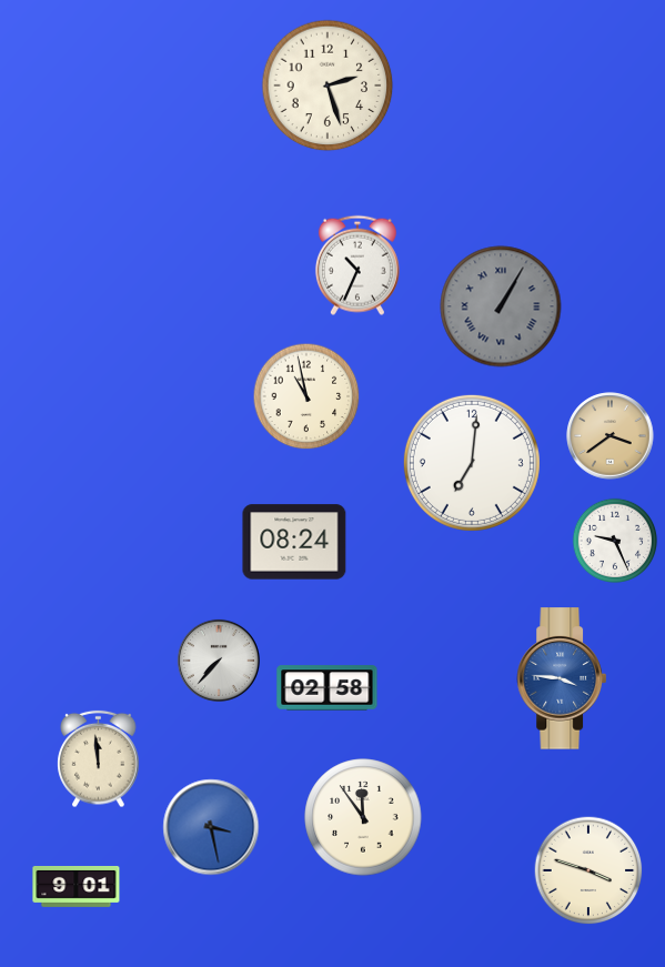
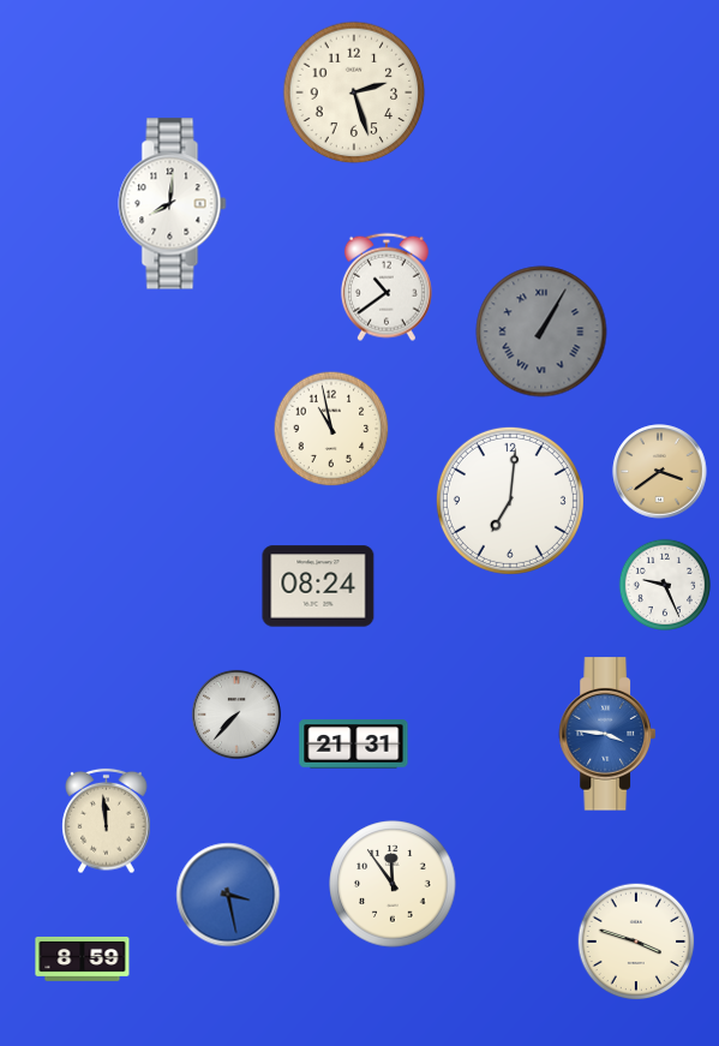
clock at (173, 204): none -> 8:01
clock at (357, 265): 10:34 -> 10:39
clock at (328, 688): 02:58 -> 21:31
clock at (77, 886): 9:01 -> 8:59
